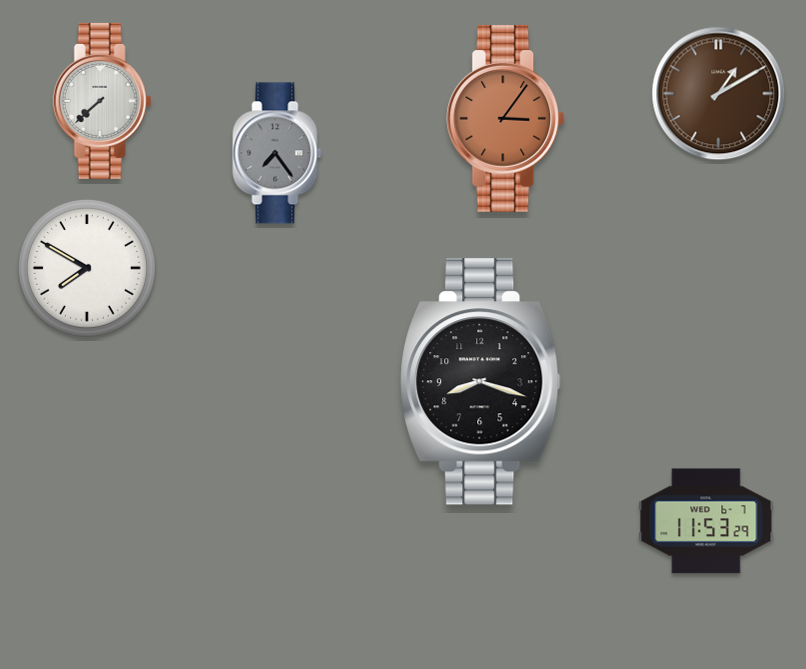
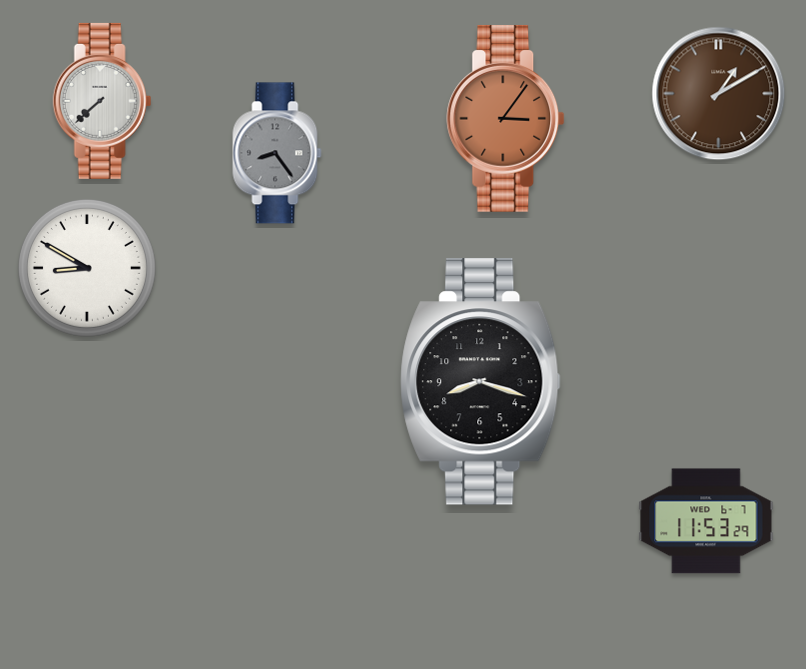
clock at (277, 153): 7:24 -> 8:24
clock at (87, 268): 7:50 -> 8:50
